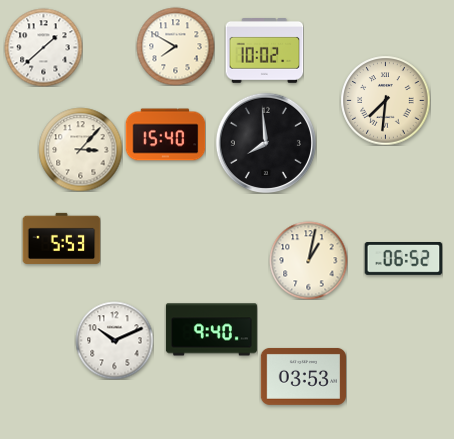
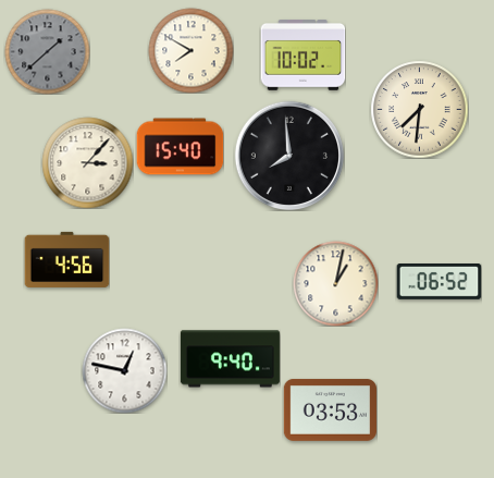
clock at (43, 47) dial: white -> grey
clock at (264, 51) position: (264, 51) -> (302, 56)
clock at (61, 238): 5:53 -> 4:56
clock at (114, 340): 10:11 -> 12:47
